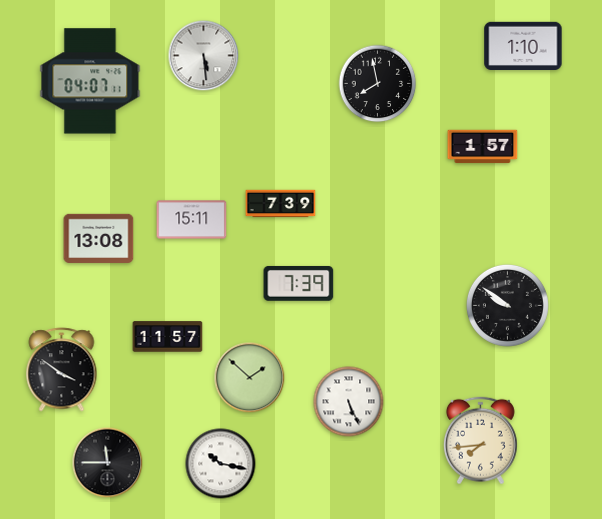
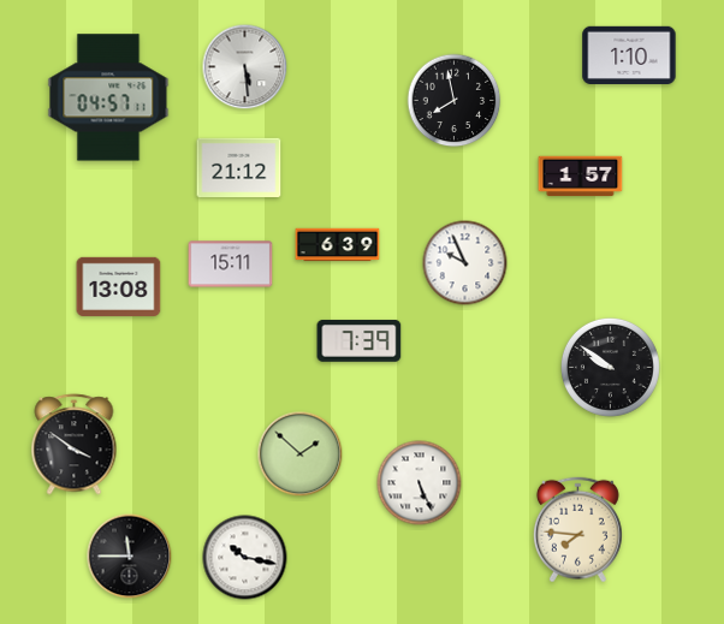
clock at (90, 81): 04:07 -> 04:57
clock at (239, 167): none -> 21:12
clock at (281, 204): 7:39 -> 6:39
clock at (465, 263): none -> 9:56
clock at (168, 337): 11:57 -> none
clock at (480, 441): 7:44 -> 7:46
clock at (221, 464) position: (221, 464) -> (245, 558)
